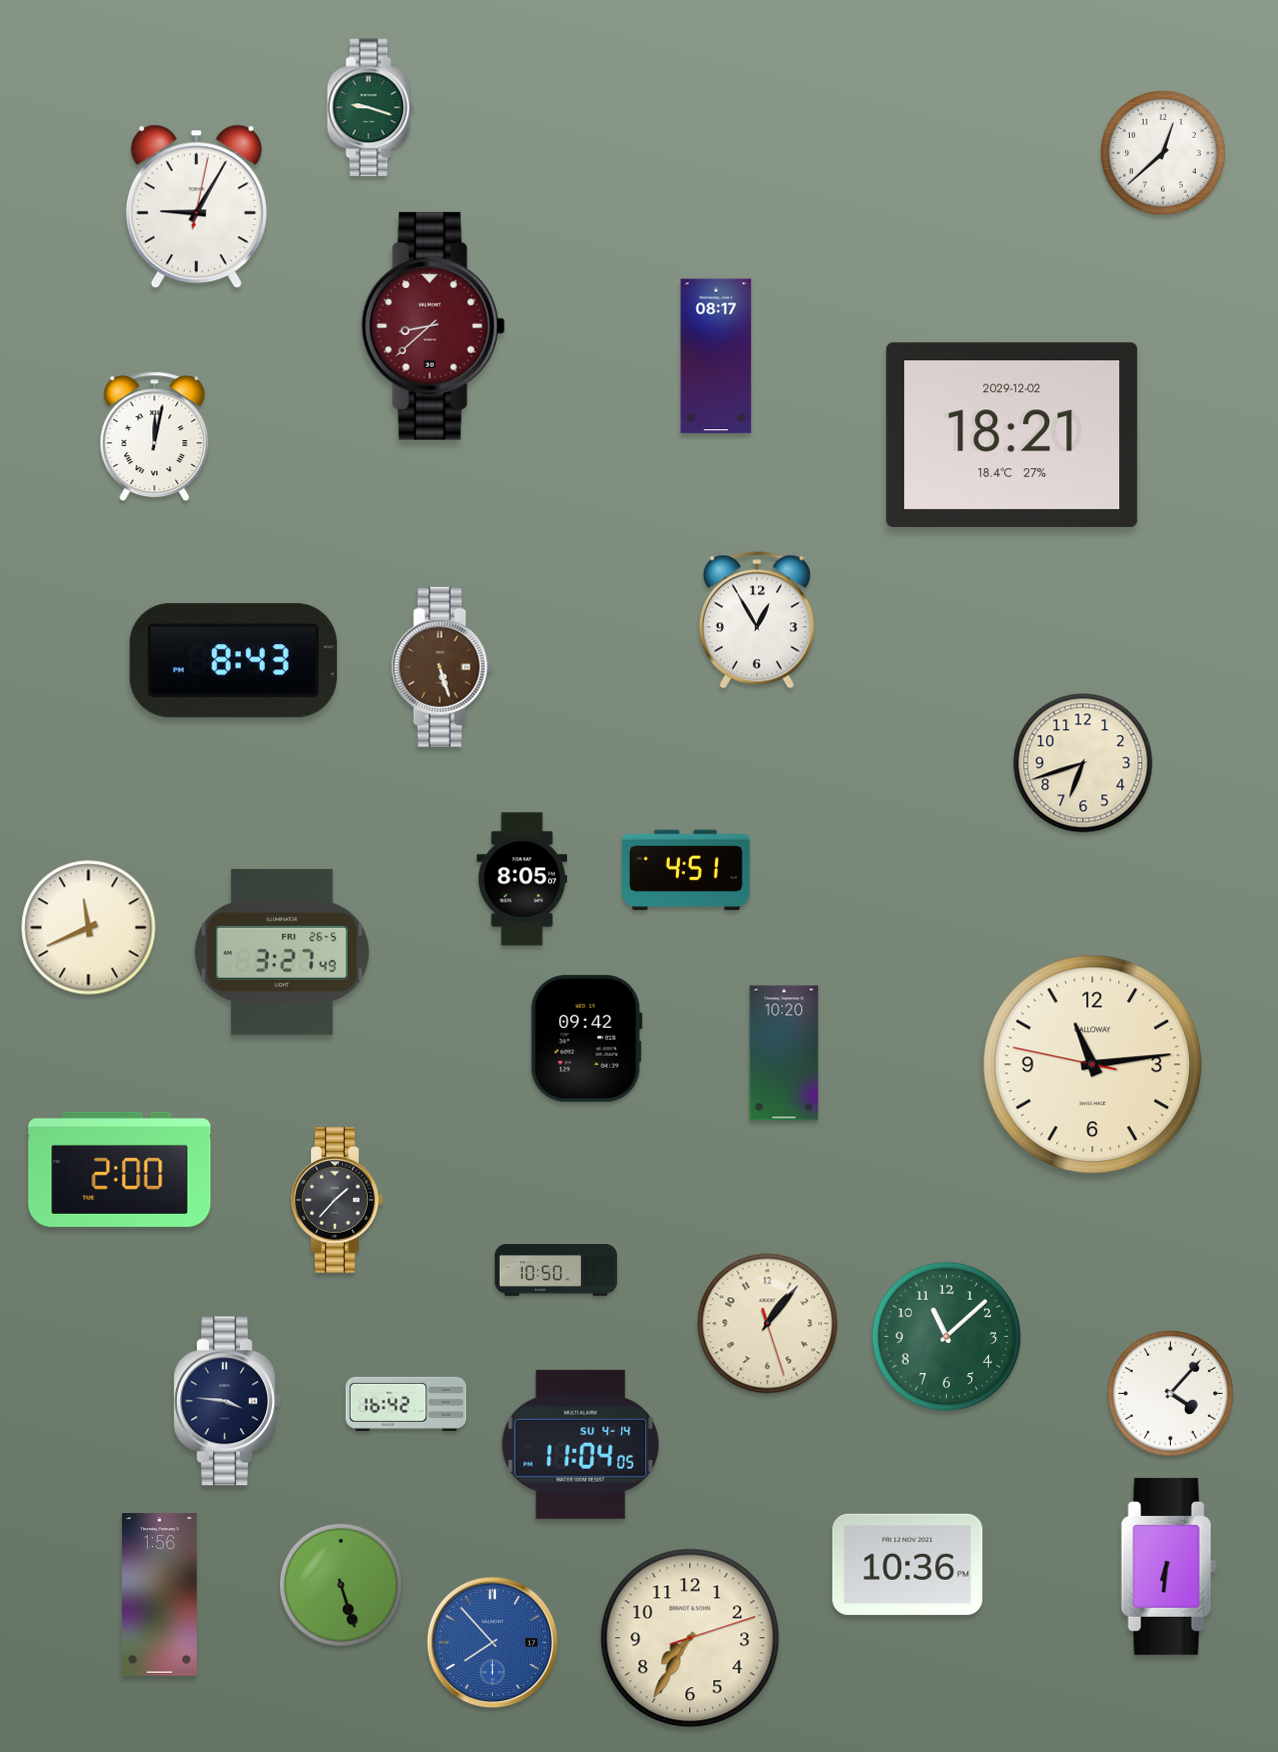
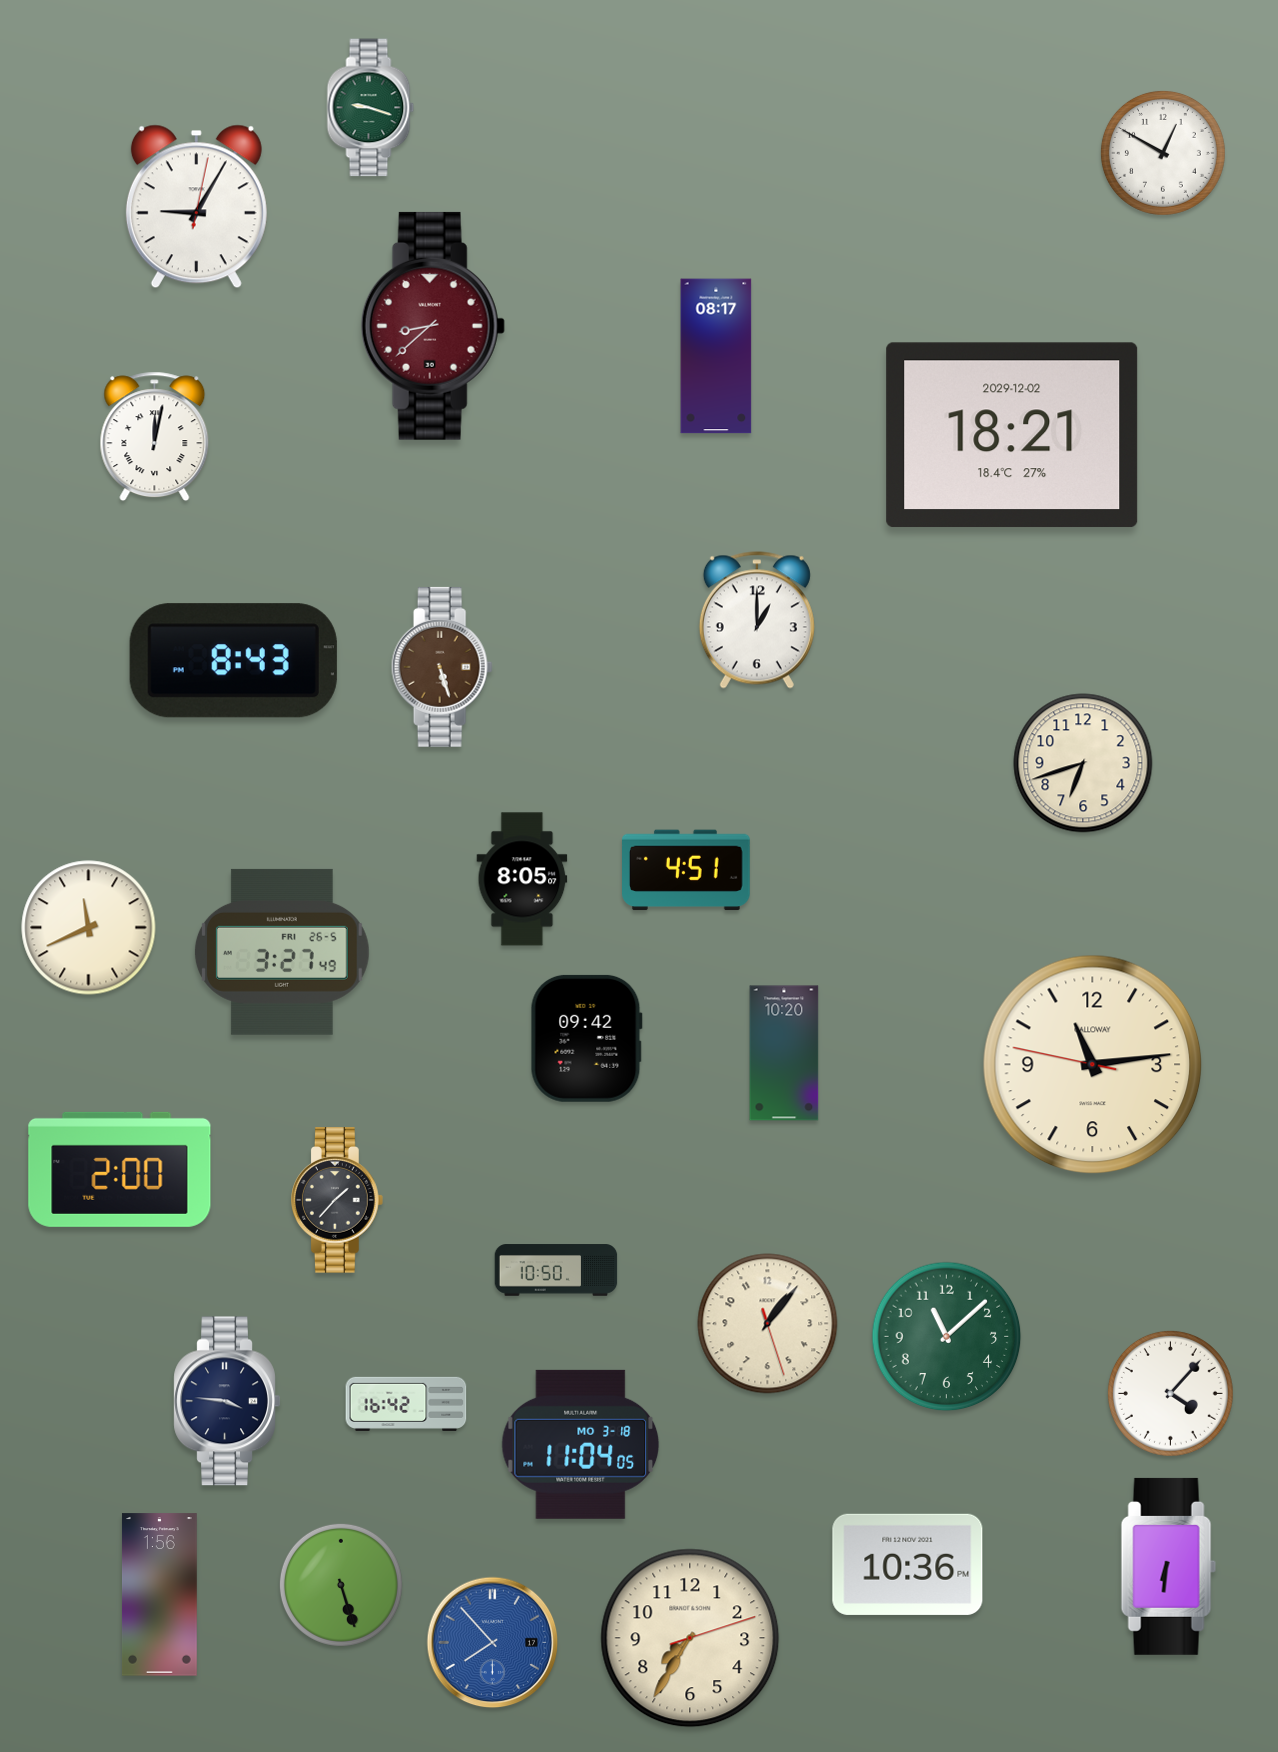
clock at (1163, 153): 12:38 -> 12:50
clock at (757, 620): 12:55 -> 1:00
clock at (581, 1444) date: SU 4-14 -> MO 3-18
